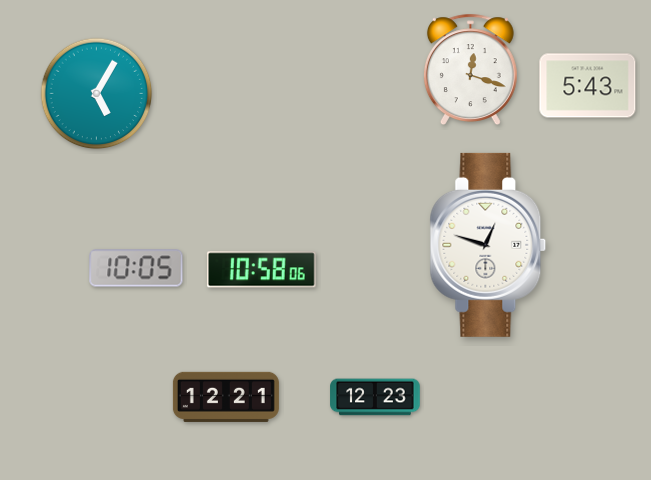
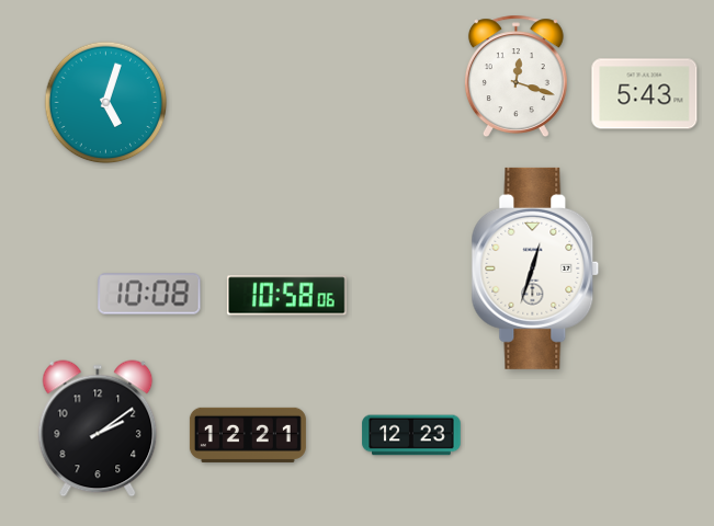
clock at (97, 94): 5:05 -> 5:03
clock at (488, 245): 12:48 -> 12:33
clock at (136, 268): 10:05 -> 10:08
clock at (98, 428): none -> 2:09
